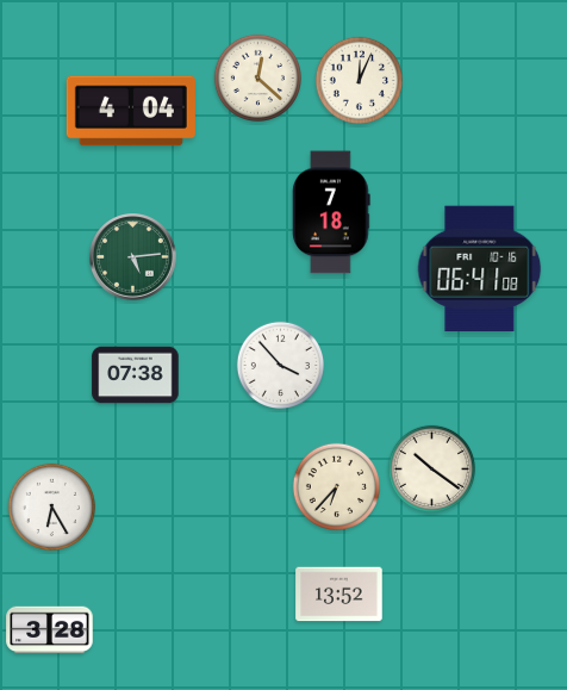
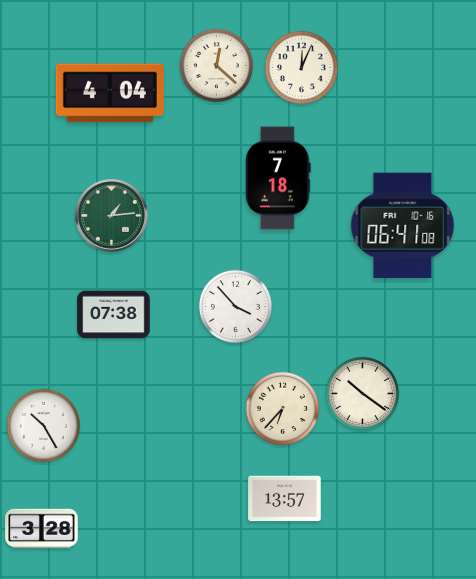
clock at (133, 257): 5:14 -> 1:14
clock at (51, 506): 6:25 -> 10:25
clock at (339, 595): 13:52 -> 13:57
